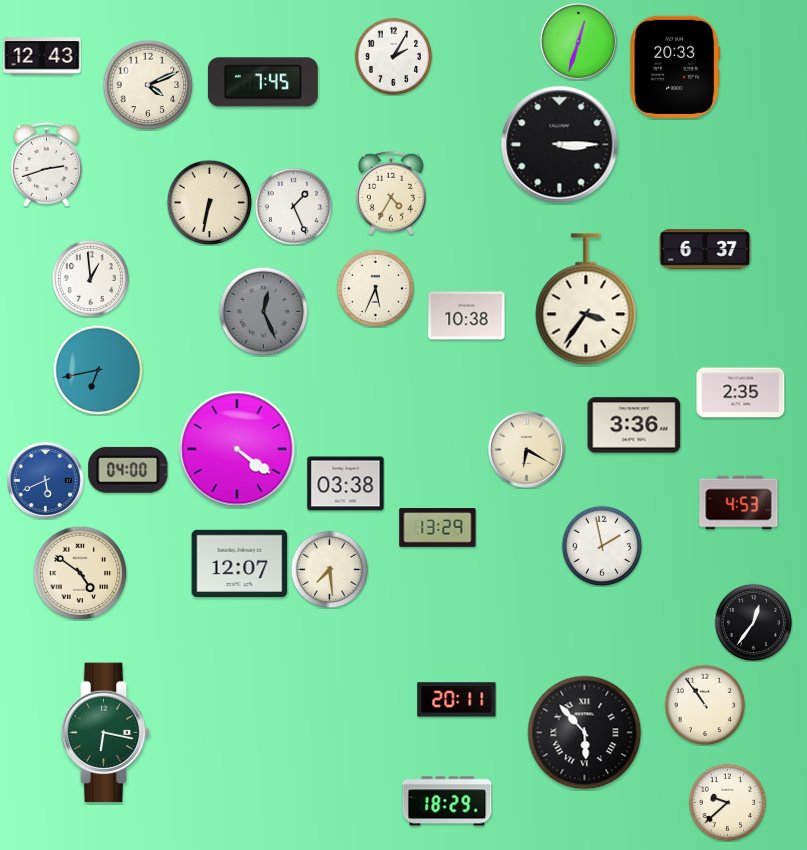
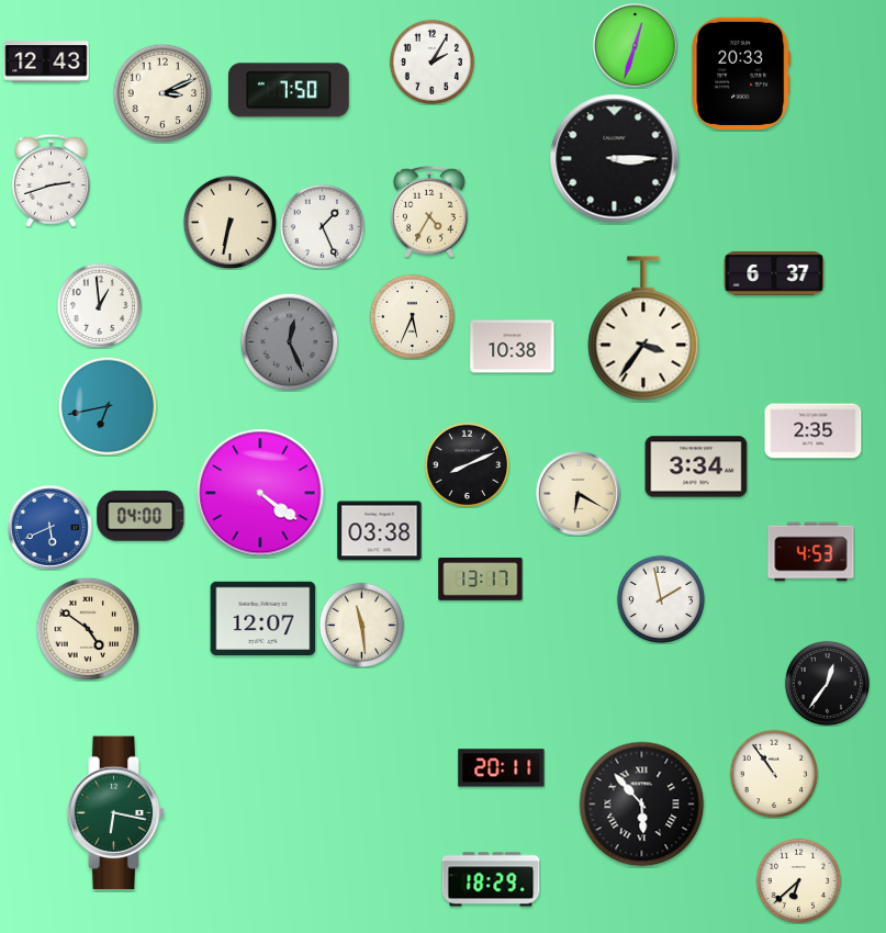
clock at (263, 82): 7:45 -> 7:50
clock at (148, 85): 4:11 -> 3:11
clock at (467, 464): none -> 8:11
clock at (634, 425): 3:36 -> 3:34
clock at (438, 528): 13:29 -> 13:17
clock at (329, 569): 7:29 -> 11:29
clock at (106, 733) position: (106, 733) -> (116, 813)
clock at (727, 802): 9:38 -> 6:38
